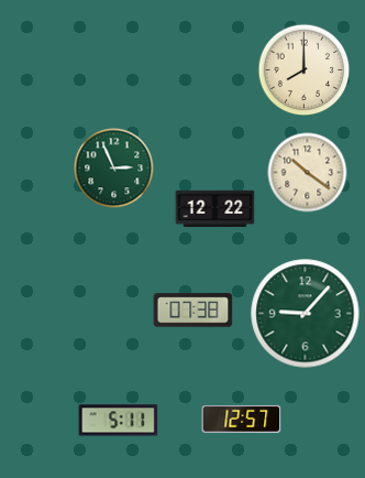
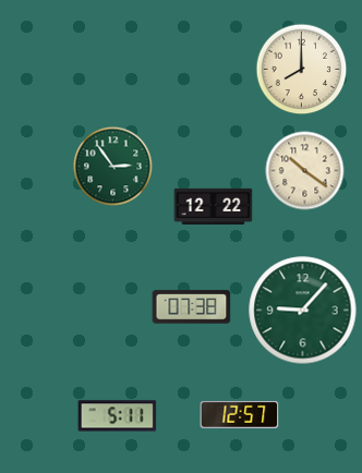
clock at (114, 169): 2:56 -> 2:54
